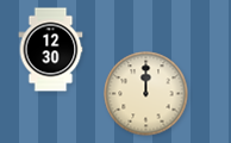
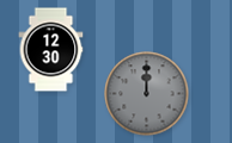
clock at (146, 94) dial: cream -> grey
